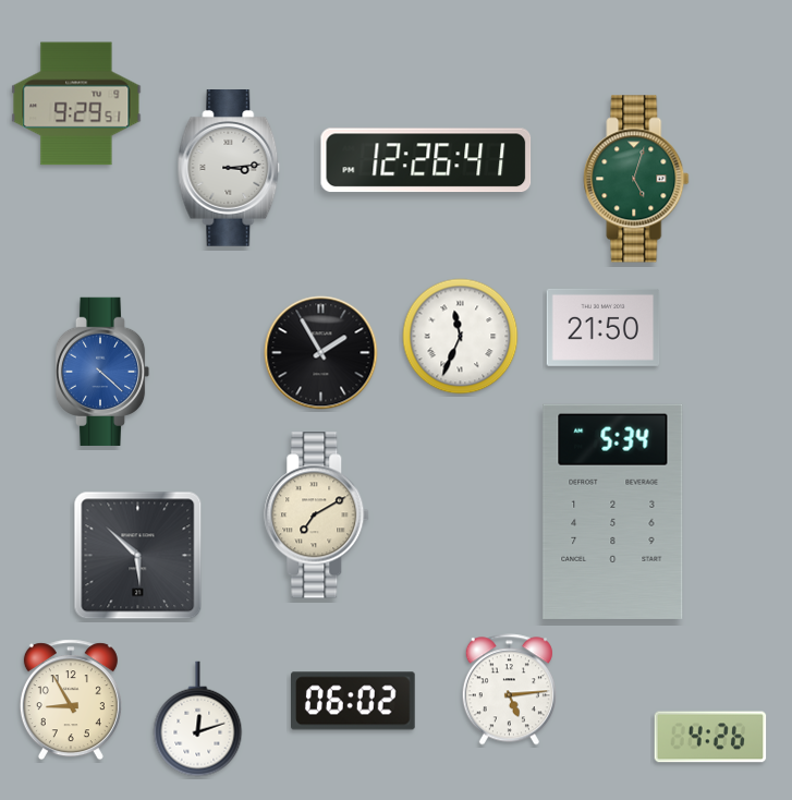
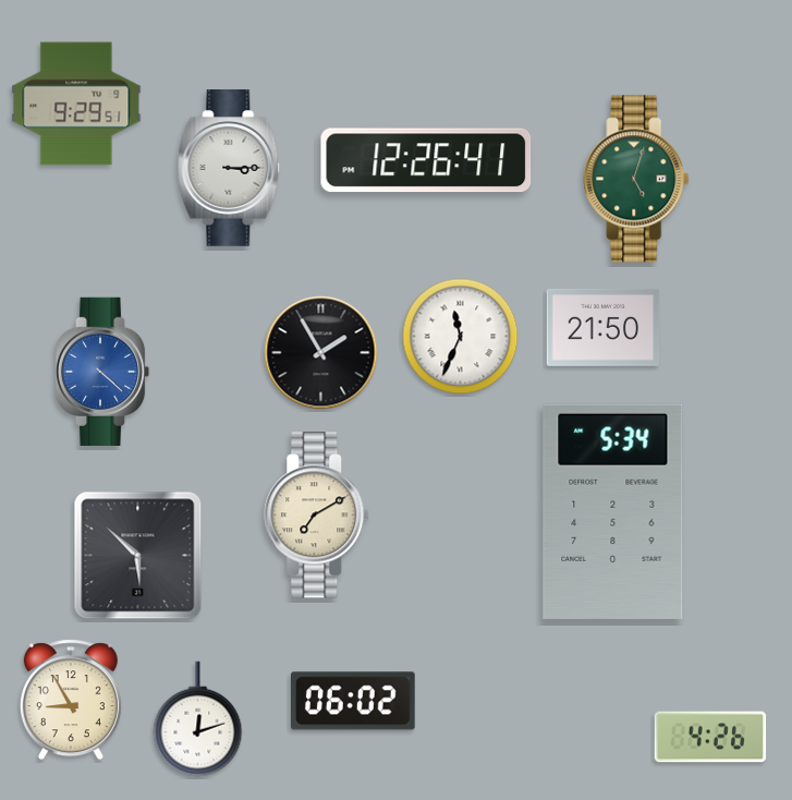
clock at (229, 169): 3:14 -> 3:15
clock at (509, 690): 5:14 -> none
